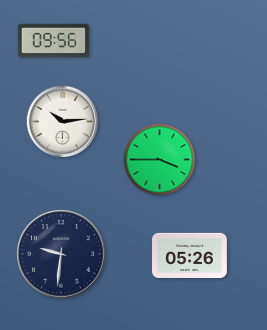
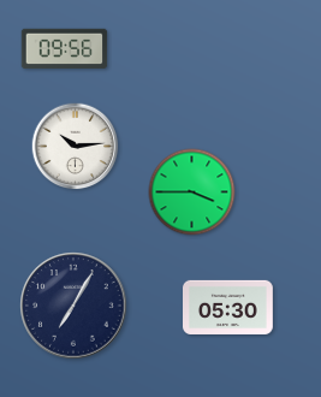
clock at (61, 254): 9:31 -> 7:05
clock at (190, 255): 05:26 -> 05:30
